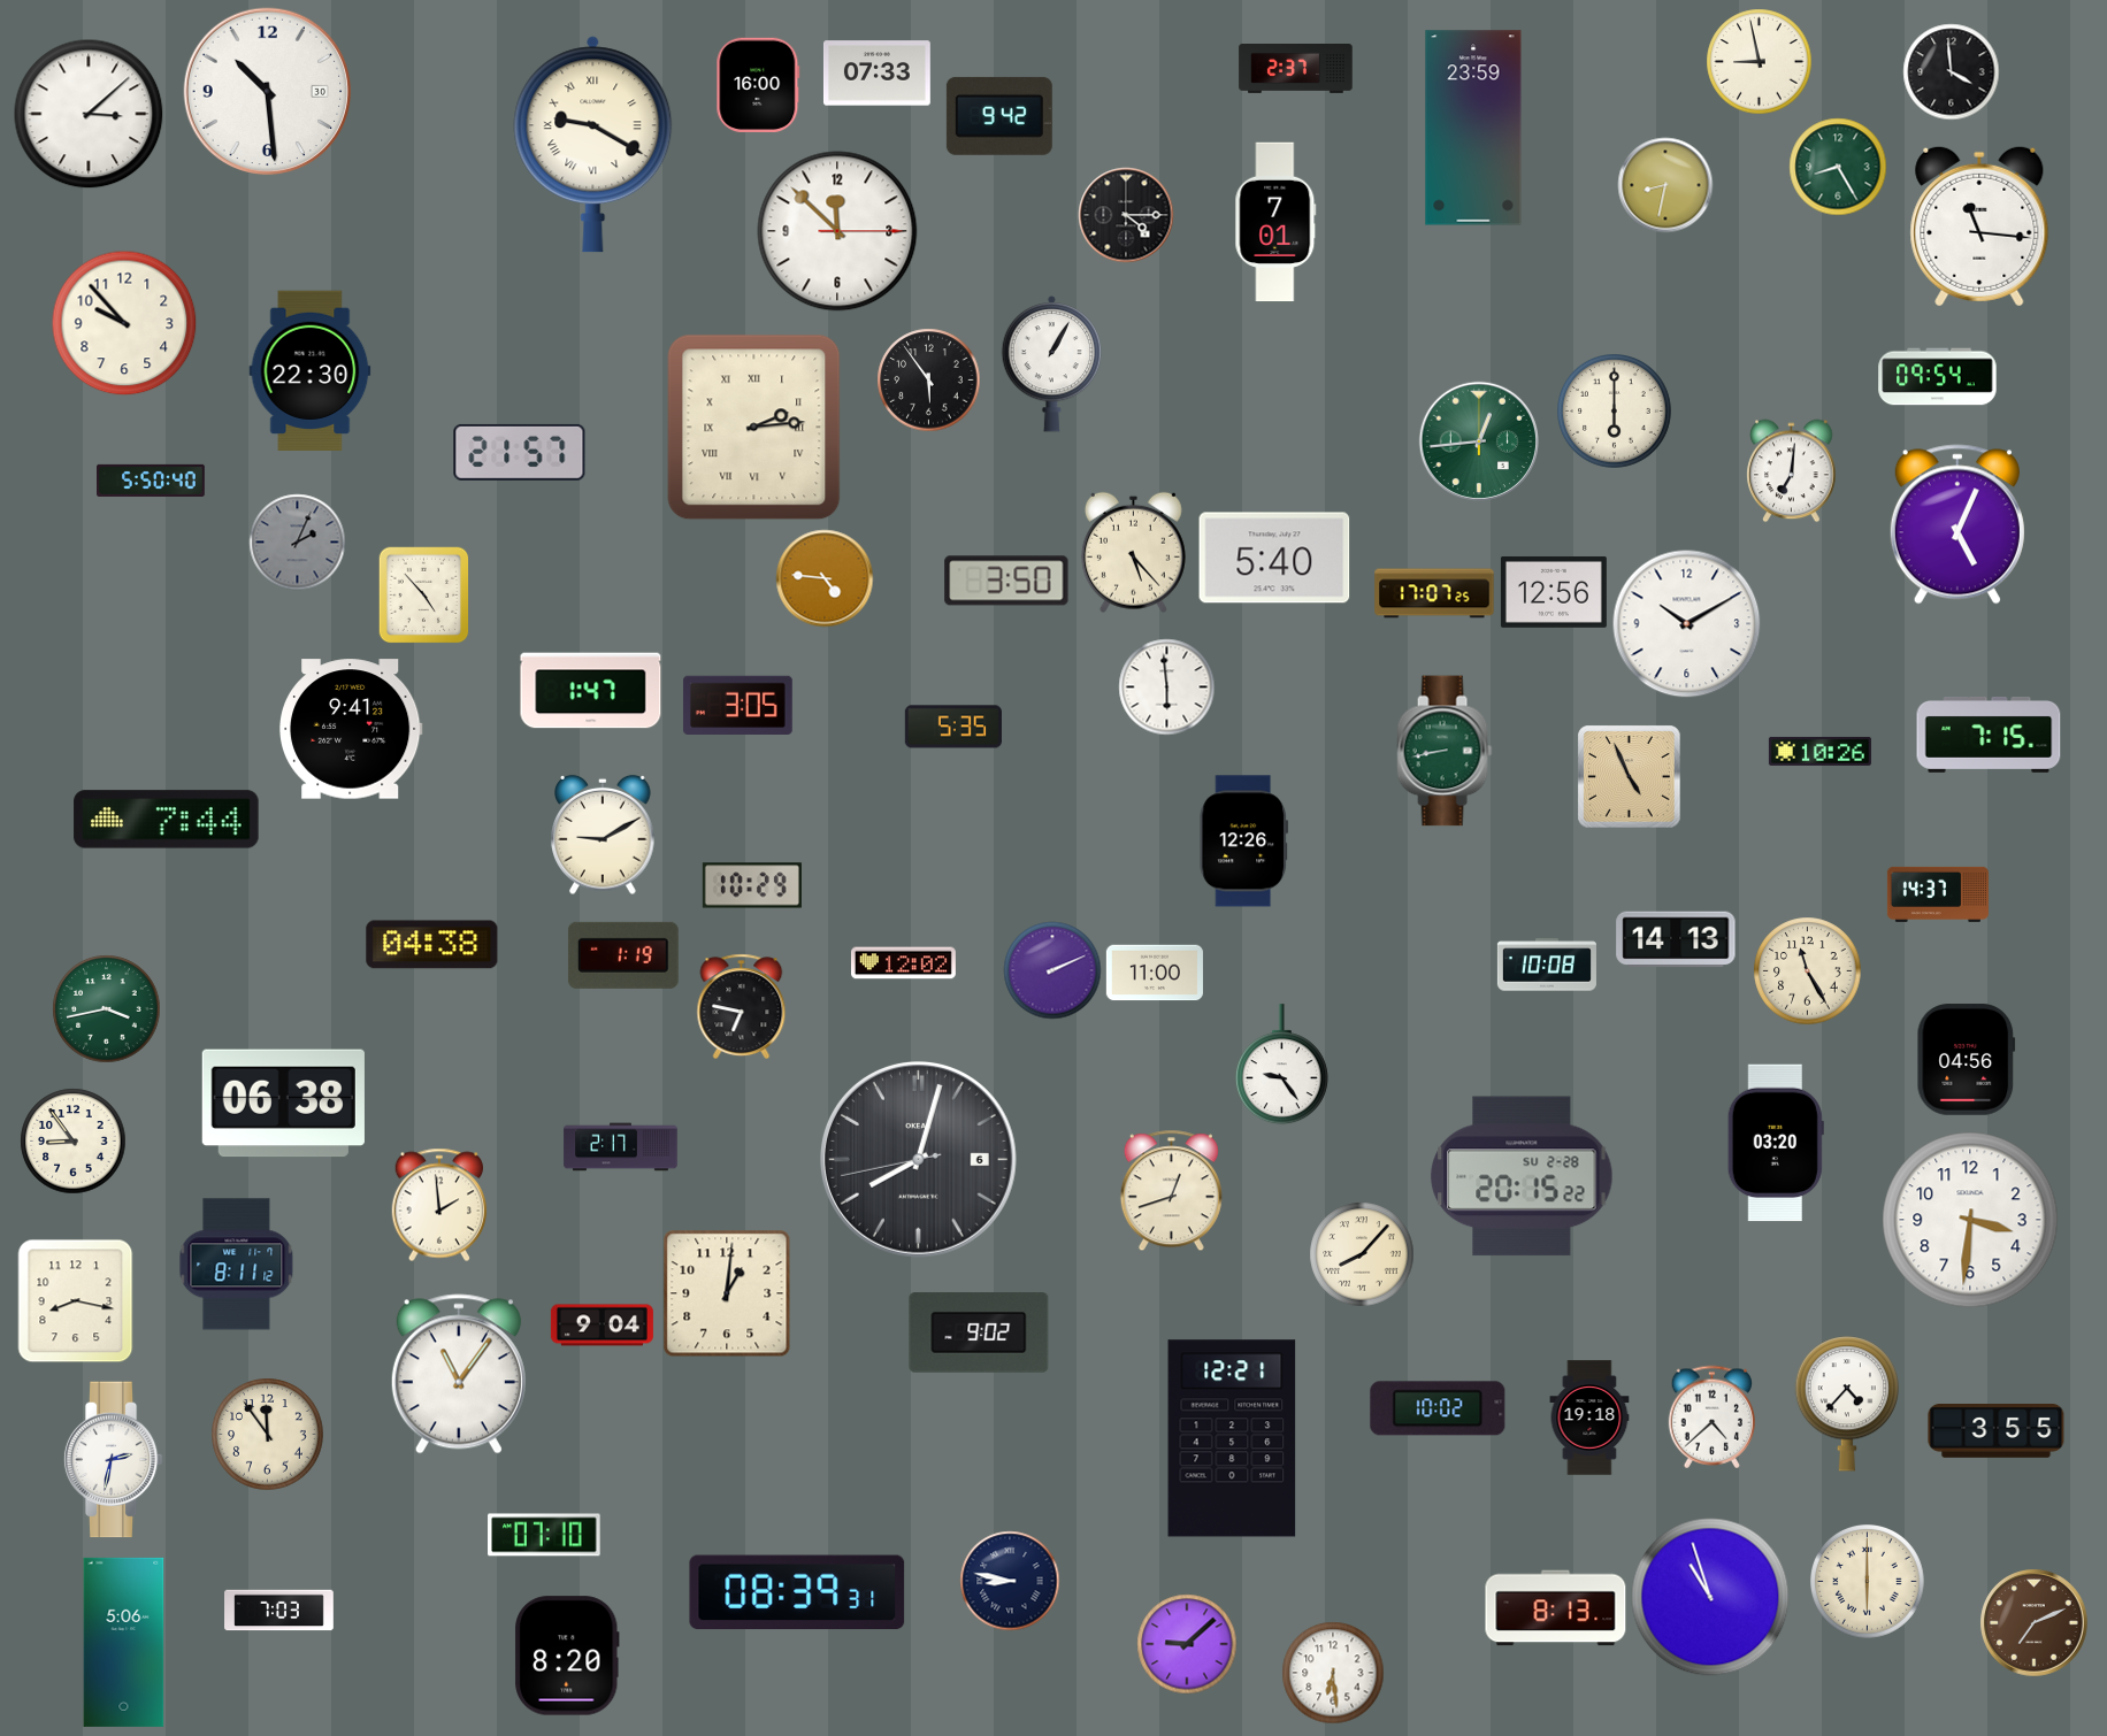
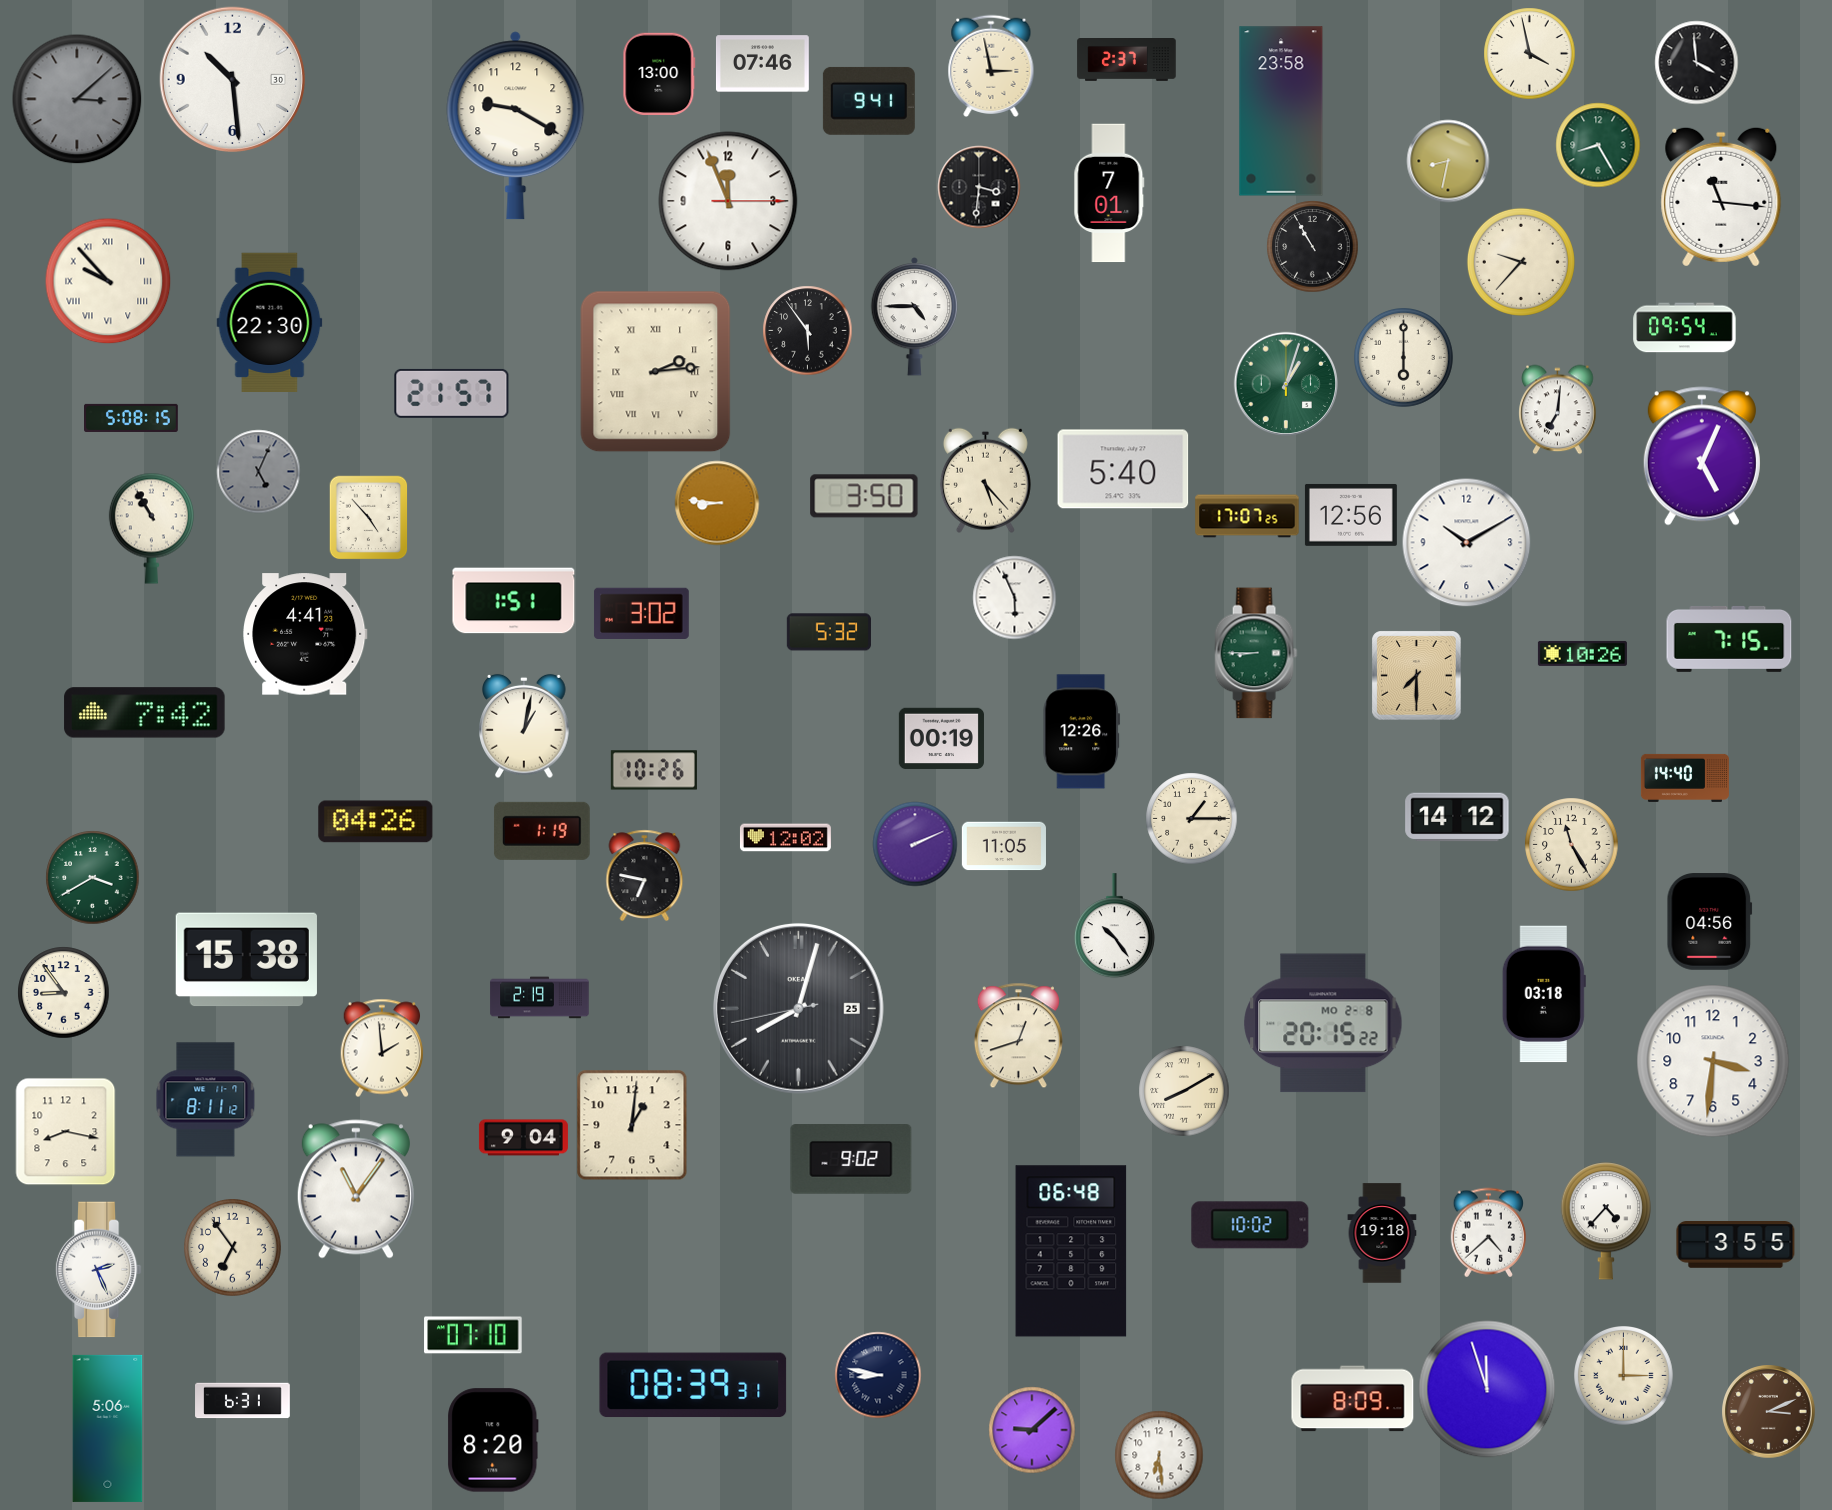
clock at (1759, 61): 8:58 -> 3:58
clock at (876, 74): 07:33 -> 07:46
clock at (991, 65): none -> 2:58
clock at (758, 84): 16:00 -> 13:00
clock at (89, 114) dial: white -> grey
clock at (999, 116): 9:42 -> 9:41
clock at (1473, 128): 23:59 -> 23:58
clock at (593, 145) numerals: Roman -> Arabic
clock at (1126, 215): 4:15 -> 3:31
clock at (837, 231): 11:52 -> 11:56
clock at (1312, 246): none -> 10:55
clock at (1521, 262): none -> 9:37
clock at (124, 323) numerals: Arabic -> Roman
clock at (1052, 363): 1:05 -> 4:45
clock at (1478, 440): 12:44 -> 1:03
clock at (152, 481): 5:50 -> 5:08
clock at (297, 541): 2:04 -> 5:04
clock at (1274, 558) position: (1274, 558) -> (1123, 469)
clock at (825, 578): 4:46 -> 8:46
clock at (1006, 581) position: (1006, 581) -> (864, 496)
clock at (151, 528): none -> 10:55
clock at (1166, 686): 5:59 -> 5:56
clock at (591, 691): 1:47 -> 1:51
clock at (738, 706): 3:05 -> 3:02
clock at (953, 727): 5:35 -> 5:32
clock at (352, 729): 9:41 -> 4:41
clock at (1445, 751): 8:43 -> 8:45
clock at (1629, 776): 4:56 -> 7:30
clock at (167, 820): 7:44 -> 7:42
clock at (603, 835): 9:10 -> 1:02
clock at (941, 739): none -> 00:19
clock at (752, 885): 10:29 -> 10:26
clock at (1938, 894): 14:37 -> 14:40
clock at (1676, 939): 14:13 -> 14:12
clock at (1191, 818): none -> 1:15
clock at (432, 945): 04:38 -> 04:26
clock at (1547, 965): 10:08 -> none
clock at (1155, 973): 11:00 -> 11:05
clock at (106, 1008): 3:43 -> 3:40
clock at (1281, 1065): 9:24 -> 10:24
clock at (283, 1104): 06:38 -> 15:38
clock at (1776, 1143): 03:20 -> 03:18
clock at (621, 1147): 2:17 -> 2:19
clock at (918, 1159) date: 6 -> 25
clock at (1522, 1176) date: SU 2-28 -> MO 2-8
clock at (1362, 1254): 8:07 -> 8:10
clock at (602, 1326) position: (602, 1326) -> (523, 1138)
clock at (459, 1374) position: (459, 1374) -> (356, 1189)
clock at (268, 1435): 11:54 -> 6:54
clock at (1232, 1438): 12:21 -> 06:48
clock at (113, 1460): 2:32 -> 2:26
clock at (1868, 1582): 6:00 -> 3:00
clock at (1710, 1597): 10:57 -> 11:57
clock at (1556, 1608): 8:13 -> 8:09
clock at (279, 1611): 7:03 -> 6:31
clock at (2033, 1622): 7:11 -> 3:11
